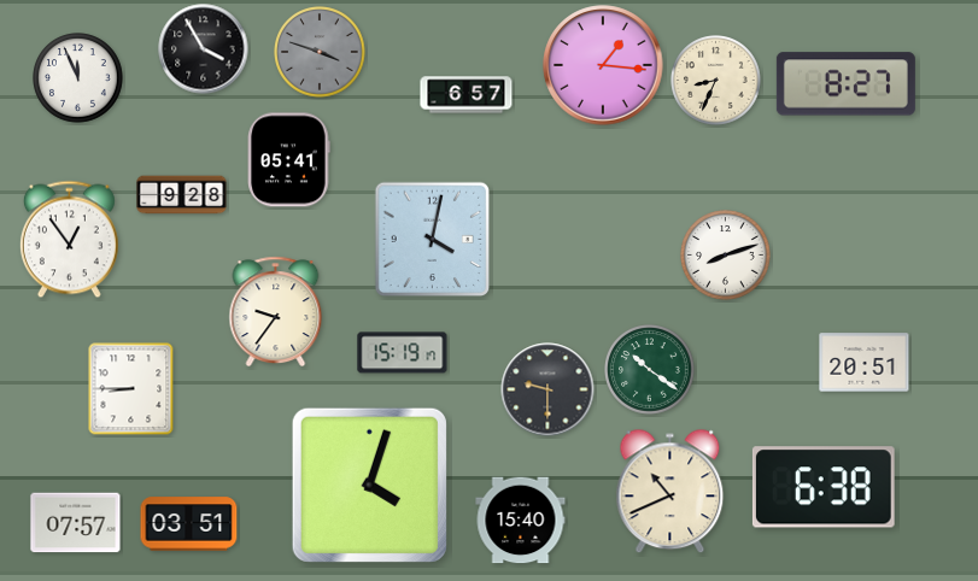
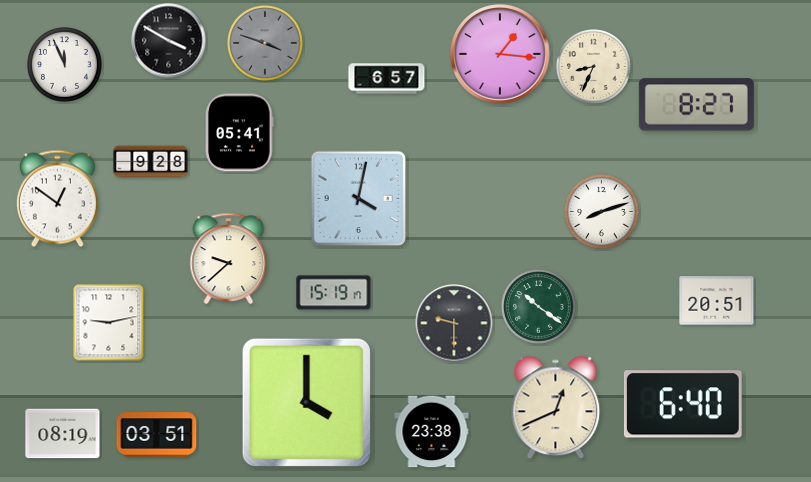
clock at (204, 49): 3:55 -> 3:50
clock at (845, 84) position: (845, 84) -> (696, 105)
clock at (69, 240): 12:54 -> 12:51
clock at (276, 311): 9:36 -> 9:38
clock at (131, 389): 8:45 -> 9:13
clock at (369, 485): 4:03 -> 4:00
clock at (824, 487): 6:38 -> 6:40
clock at (670, 492): 10:41 -> 12:41
clock at (521, 521): 15:40 -> 23:38
clock at (76, 523): 07:57 -> 08:19
